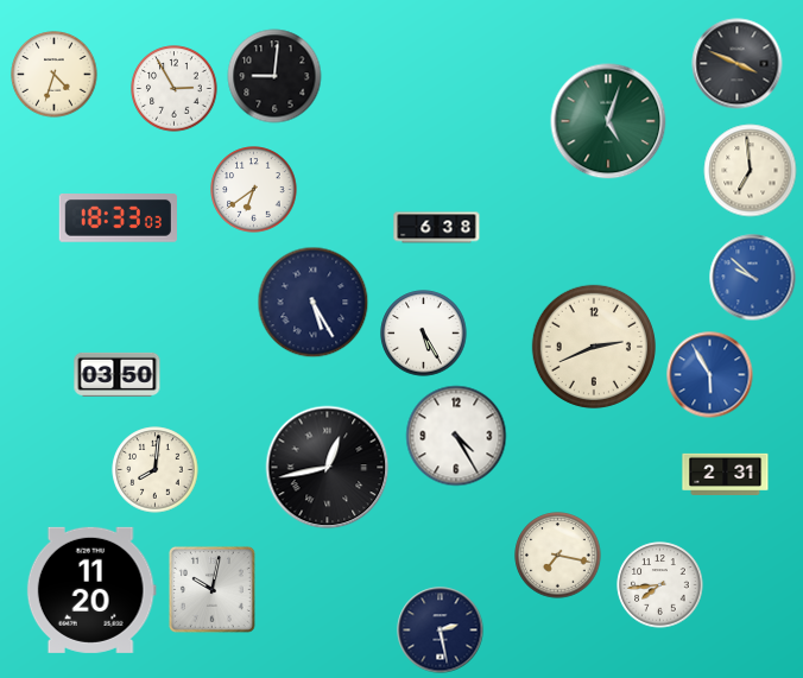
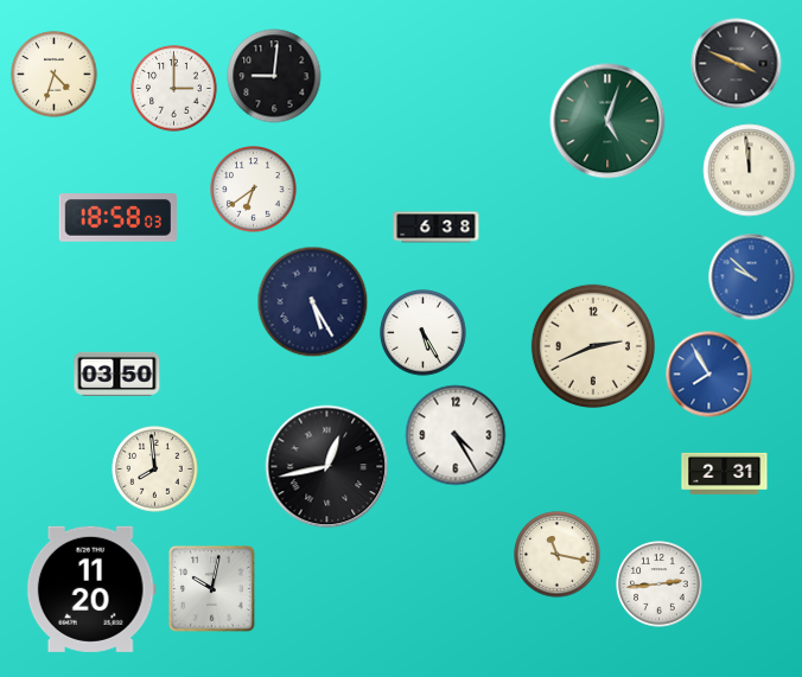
clock at (175, 89): 2:55 -> 3:00
clock at (751, 171): 6:59 -> 11:59
clock at (118, 218): 18:33 -> 18:58
clock at (710, 375): 5:55 -> 7:55
clock at (156, 470): 8:01 -> 7:59
clock at (558, 556): 7:17 -> 11:17
clock at (660, 585): 7:44 -> 2:44
clock at (441, 631): 2:28 -> none
